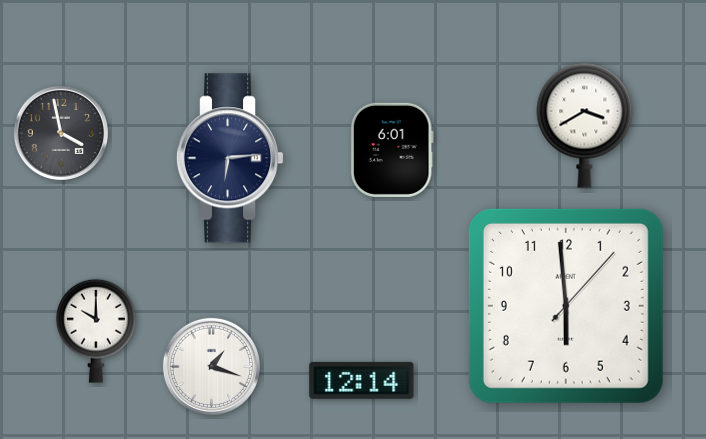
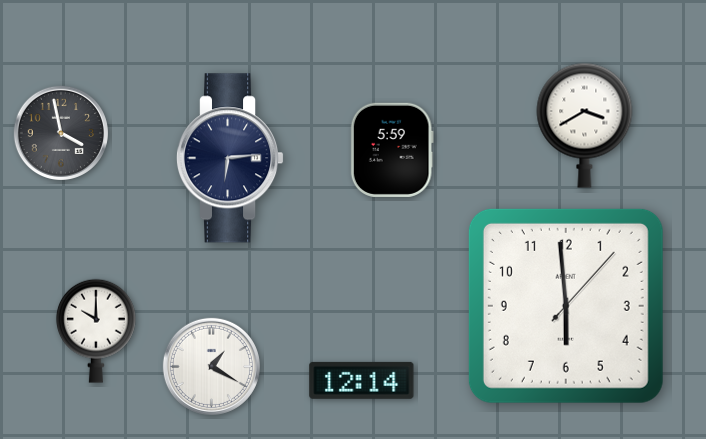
clock at (392, 150): 6:01 -> 5:59
clock at (211, 366): 1:18 -> 1:20
